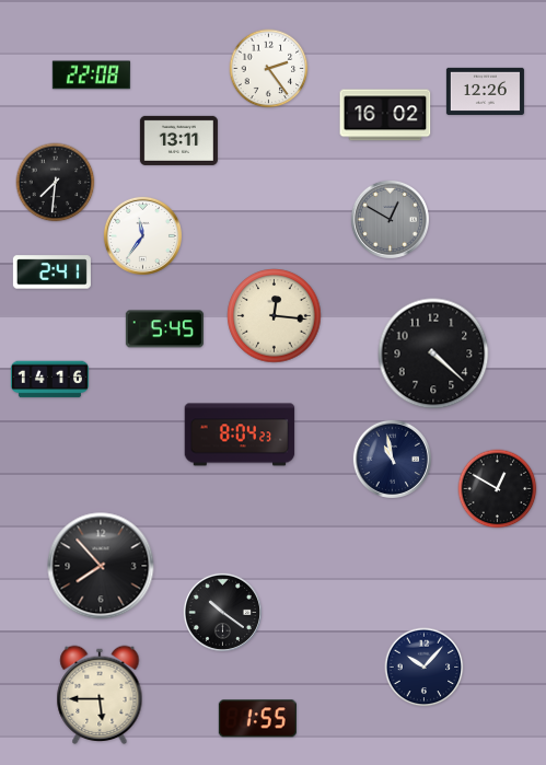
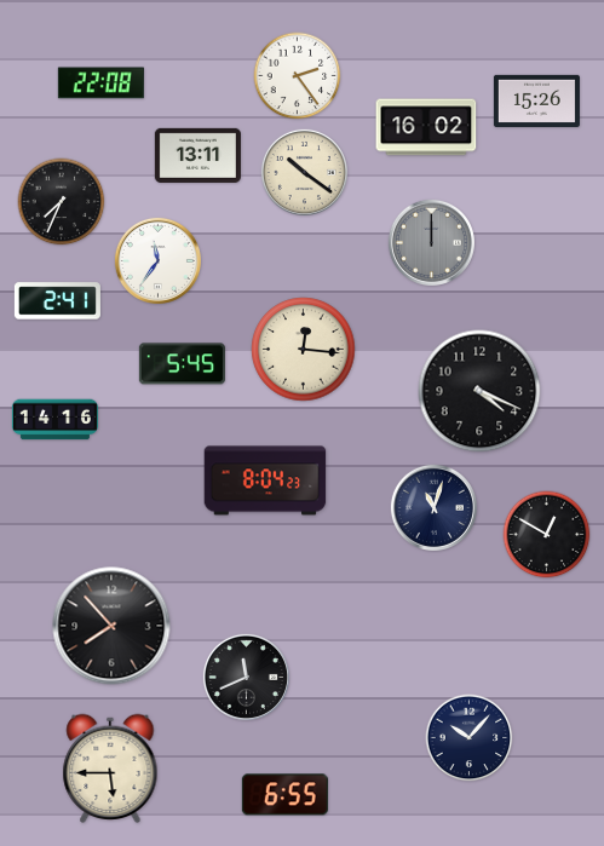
clock at (485, 91): 12:26 -> 15:26
clock at (304, 172): none -> 10:21
clock at (56, 183): 7:31 -> 7:34
clock at (390, 219): 12:50 -> 12:00
clock at (433, 353): 4:22 -> 4:19
clock at (392, 459): 10:58 -> 11:03
clock at (498, 489) position: (498, 489) -> (547, 535)
clock at (222, 612): 10:21 -> 11:41
clock at (257, 719): 1:55 -> 6:55
